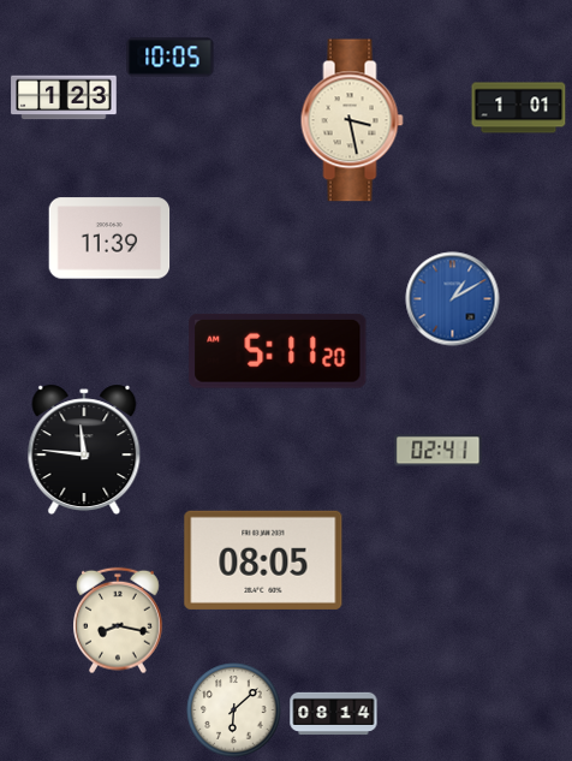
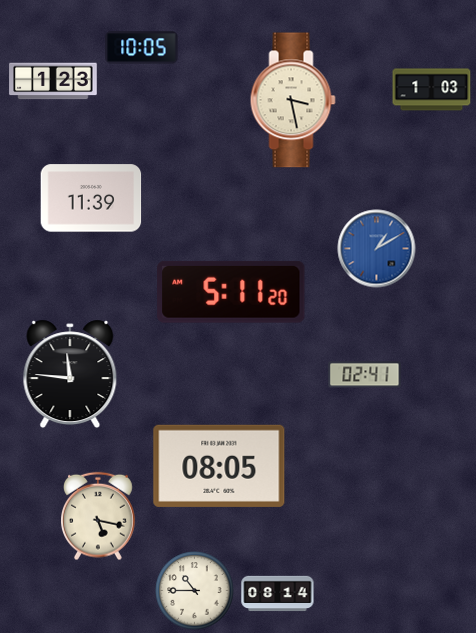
clock at (519, 108): 1:01 -> 1:03
clock at (119, 620): 8:17 -> 5:17
clock at (234, 711): 6:08 -> 10:45
